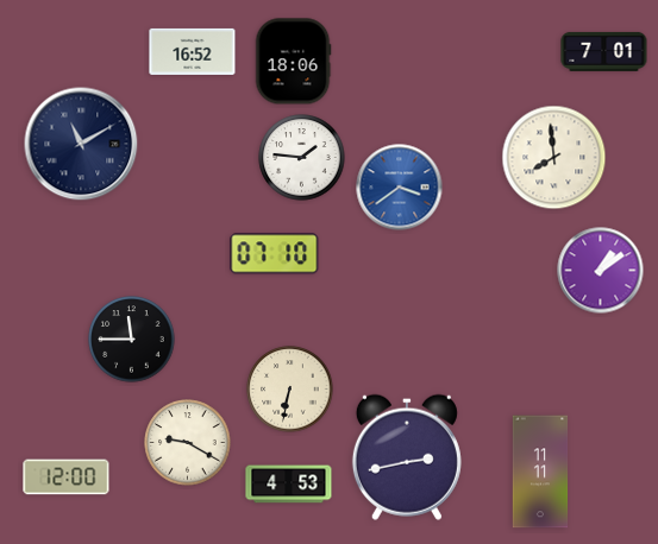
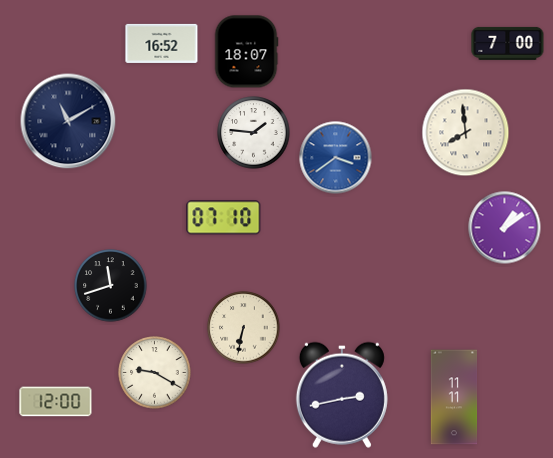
clock at (604, 51): 7:01 -> 7:00
clock at (293, 62): 18:06 -> 18:07
clock at (275, 254) position: (275, 254) -> (224, 218)
clock at (132, 340): 11:45 -> 11:42
clock at (188, 443) position: (188, 443) -> (155, 373)
clock at (407, 457) position: (407, 457) -> (342, 395)
clock at (289, 485): 4:53 -> none
